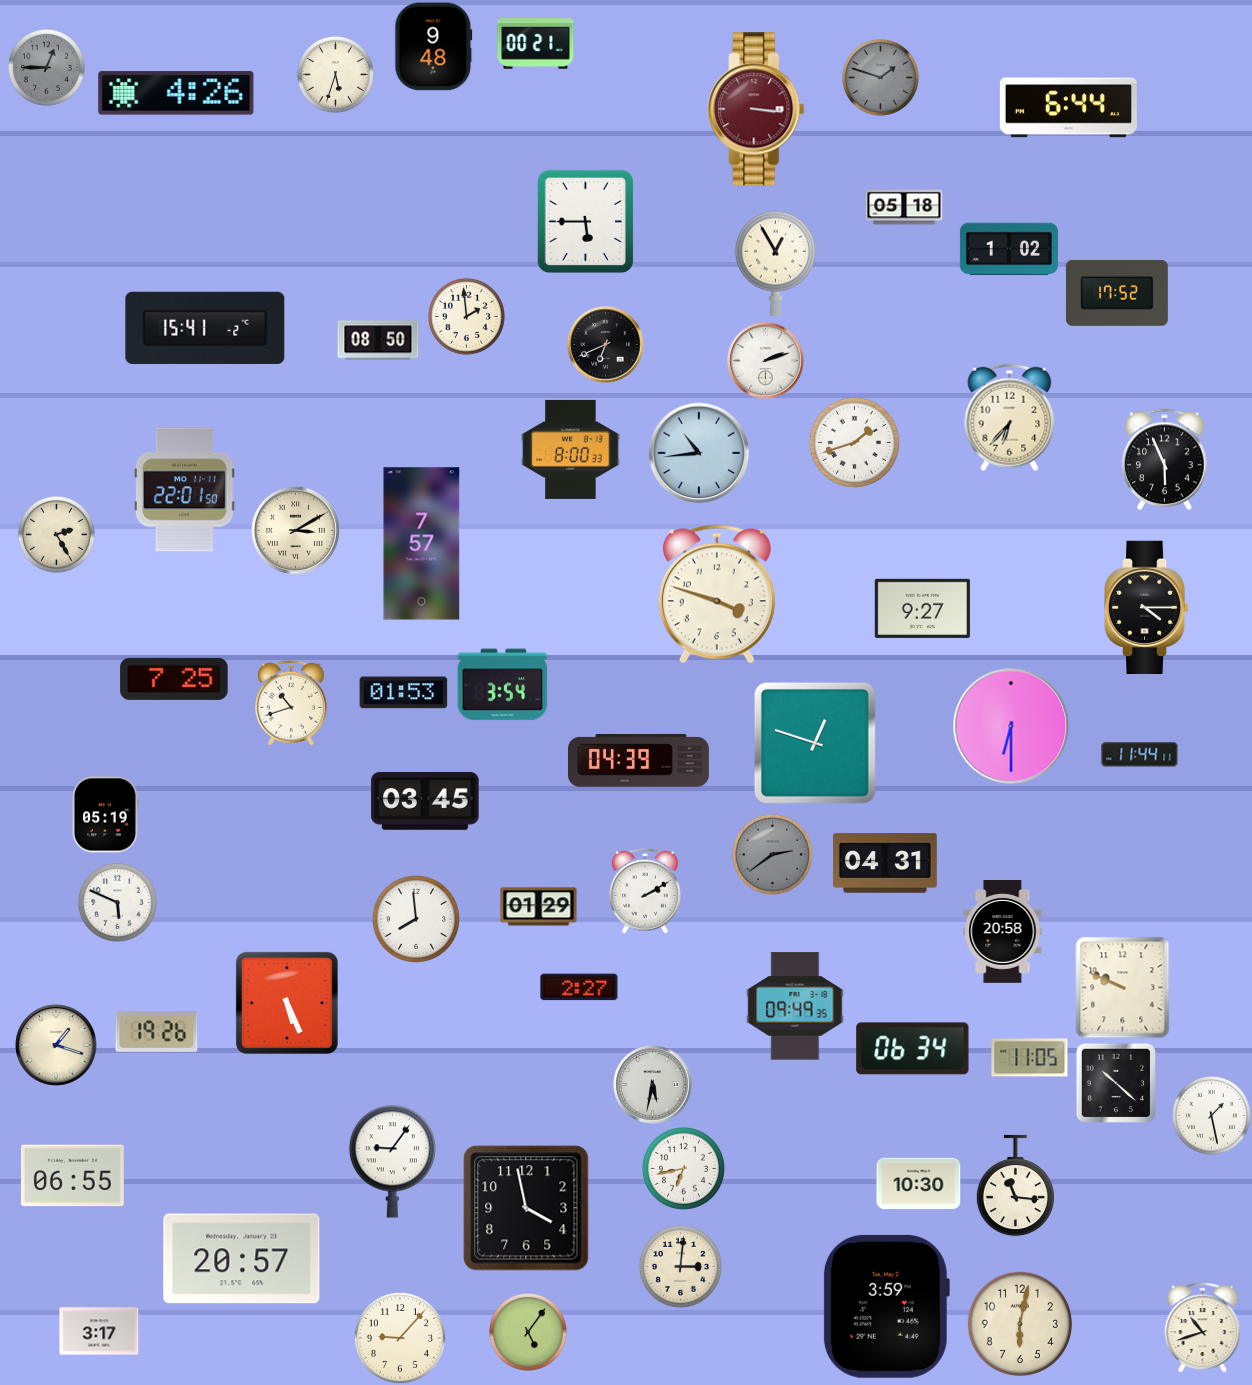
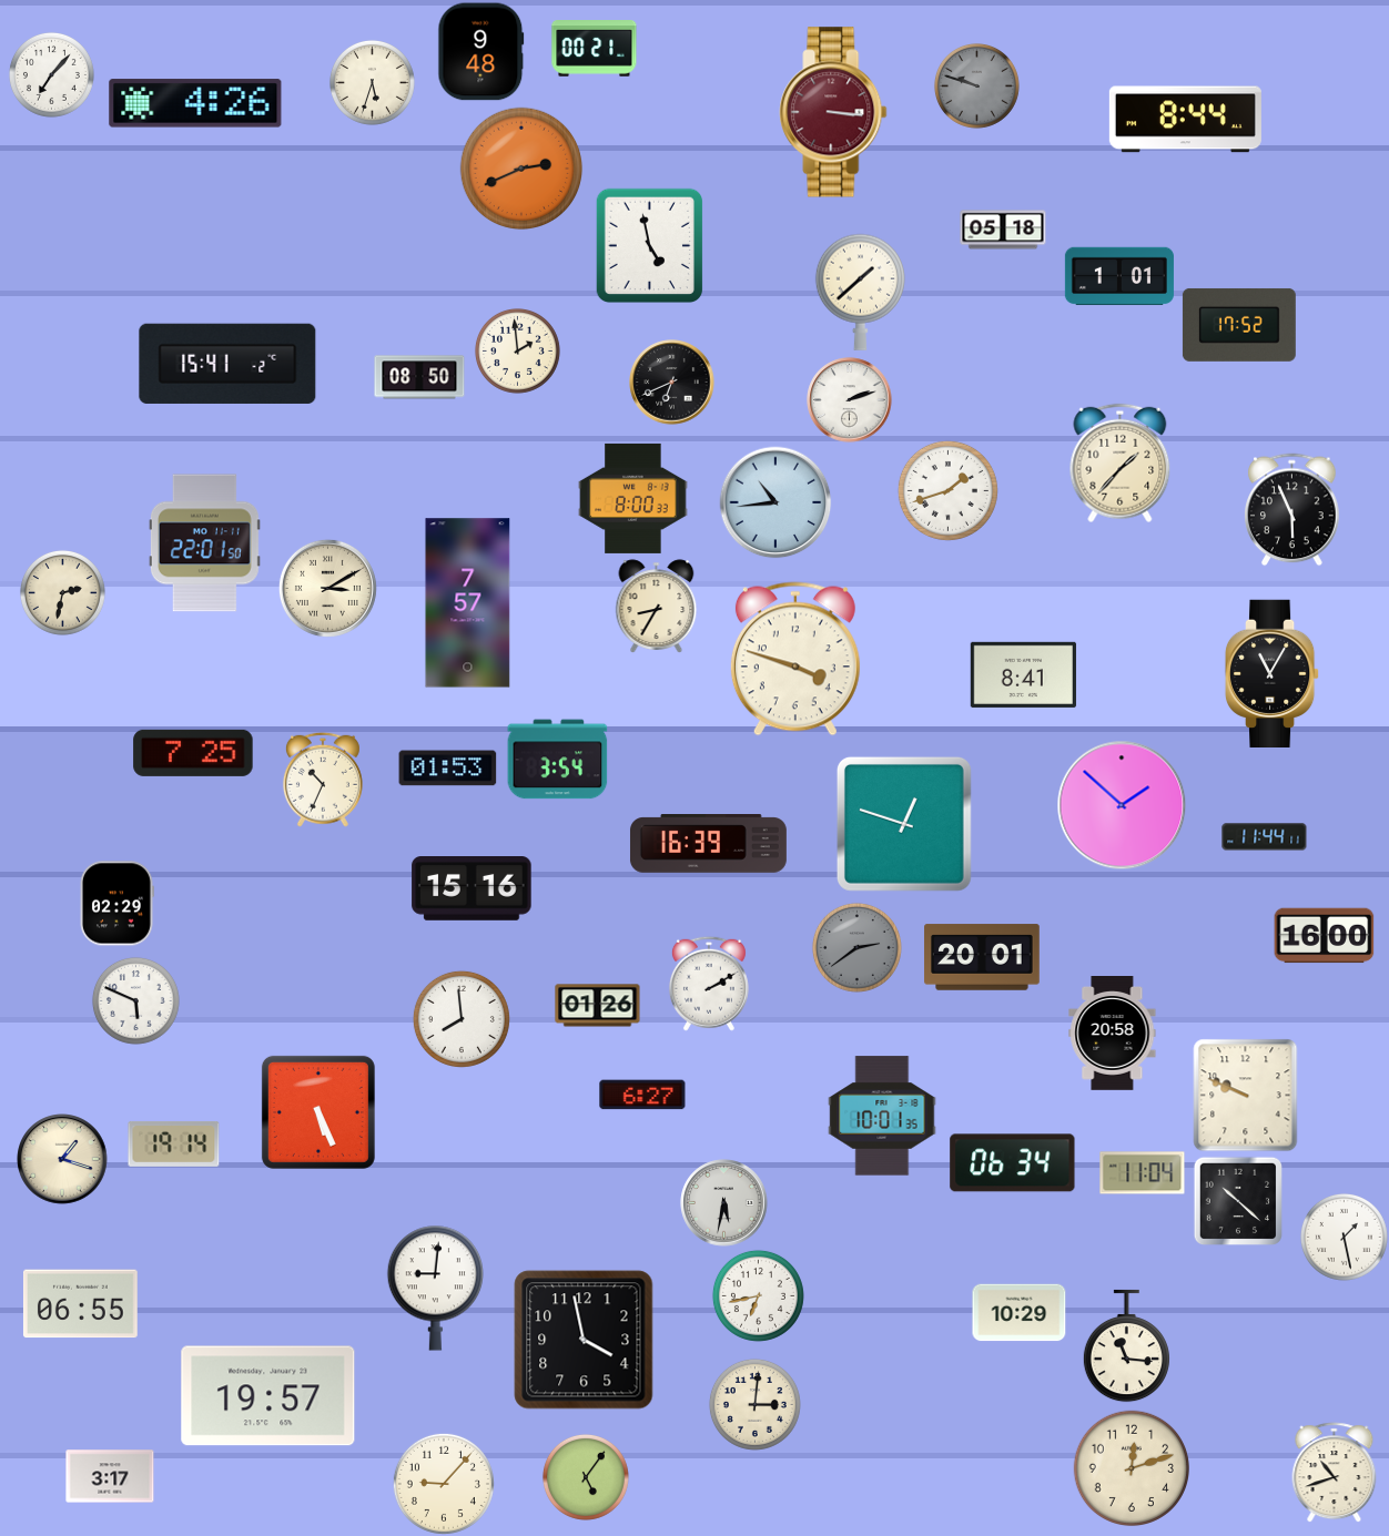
clock at (46, 67): 12:45 -> 7:07
clock at (46, 67) dial: grey -> white
clock at (880, 77): 1:48 -> 9:48
clock at (1068, 108): 6:44 -> 8:44
clock at (756, 109) position: (756, 109) -> (833, 112)
clock at (521, 169): none -> 2:41
clock at (585, 221): 5:45 -> 4:58
clock at (1009, 249): 1:02 -> 1:01
clock at (775, 263): 12:55 -> 1:38
clock at (1010, 418): 6:37 -> 1:37
clock at (56, 534): 2:25 -> 2:32
clock at (657, 607): none -> 8:35
clock at (1147, 607): 4:15 -> 11:05
clock at (922, 608): 9:27 -> 8:41
clock at (291, 703): 10:42 -> 10:34
clock at (1011, 726): 6:30 -> 1:52
clock at (638, 761): 04:39 -> 16:39
clock at (425, 802): 03:45 -> 15:16
clock at (105, 815): 05:19 -> 02:29
clock at (1325, 936): none -> 16:00
clock at (885, 863): 04:31 -> 20:01
clock at (645, 891) position: (645, 891) -> (709, 984)
clock at (117, 902) position: (117, 902) -> (135, 1000)
clock at (539, 907): 01:29 -> 01:26
clock at (579, 987): 2:27 -> 6:27
clock at (795, 1006): 09:49 -> 10:01
clock at (157, 1032): 19:26 -> 19:14
clock at (1030, 1058): 11:05 -> 11:04
clock at (392, 1161): 9:06 -> 9:01
clock at (919, 1184): 10:30 -> 10:29
clock at (1015, 1186) position: (1015, 1186) -> (1126, 1346)
clock at (242, 1259): 20:57 -> 19:57
clock at (886, 1306): 3:59 -> none
clock at (1019, 1323): 6:02 -> 12:12
